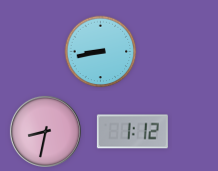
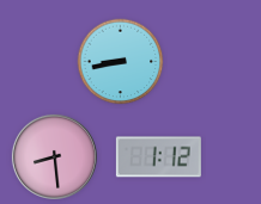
clock at (45, 131): 8:32 -> 8:29
